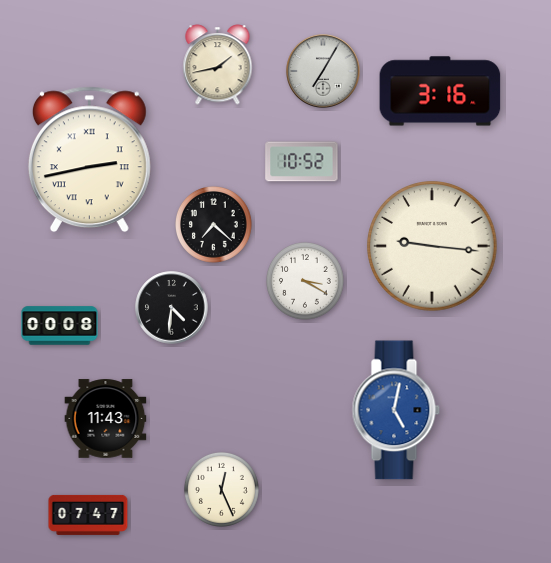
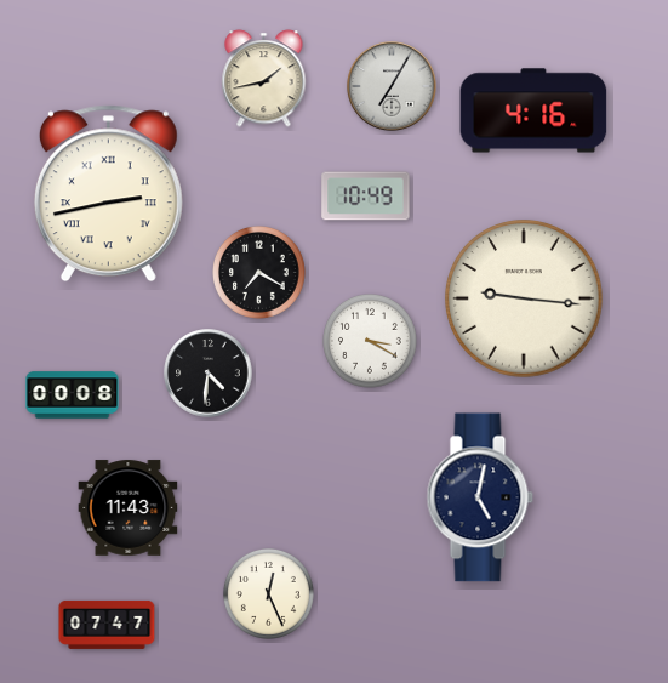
clock at (440, 91): 3:16 -> 4:16
clock at (302, 162): 10:52 -> 10:49
clock at (214, 225): 7:22 -> 7:20
clock at (396, 410) dial: blue -> navy
